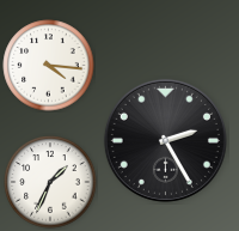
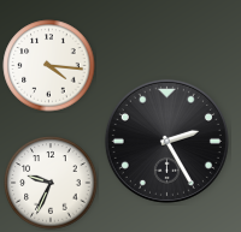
clock at (50, 182): 1:34 -> 9:34
